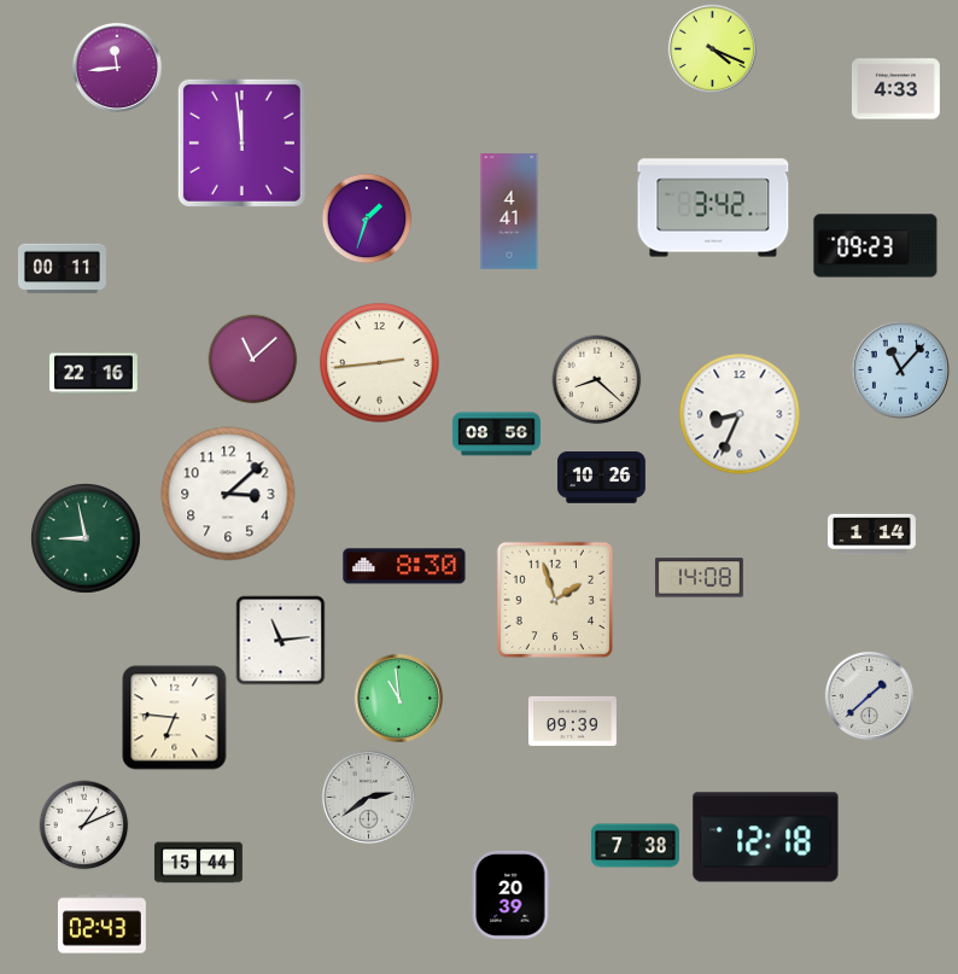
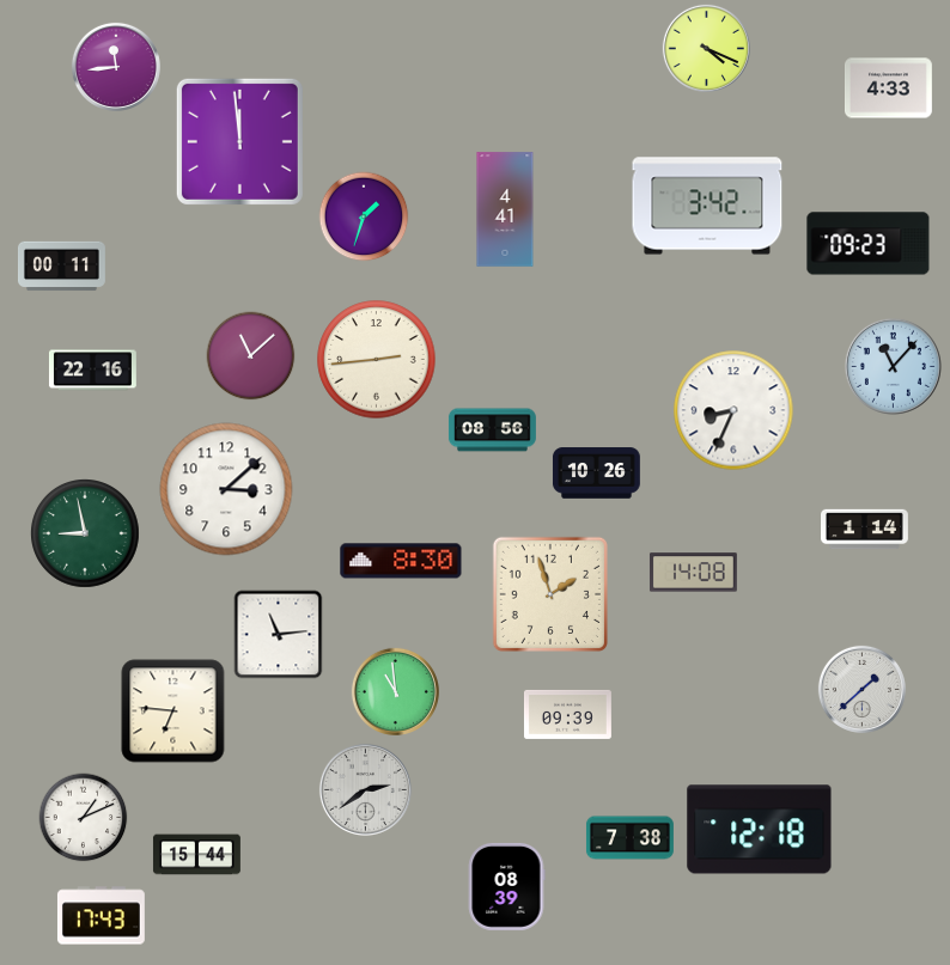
clock at (597, 380): 8:22 -> none
clock at (510, 894): 20:39 -> 08:39
clock at (101, 925): 02:43 -> 17:43
